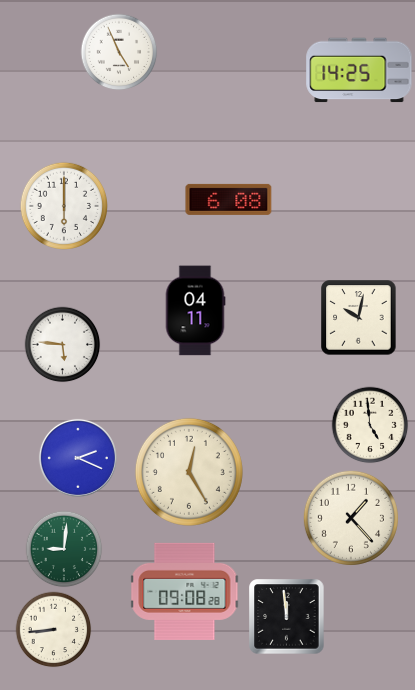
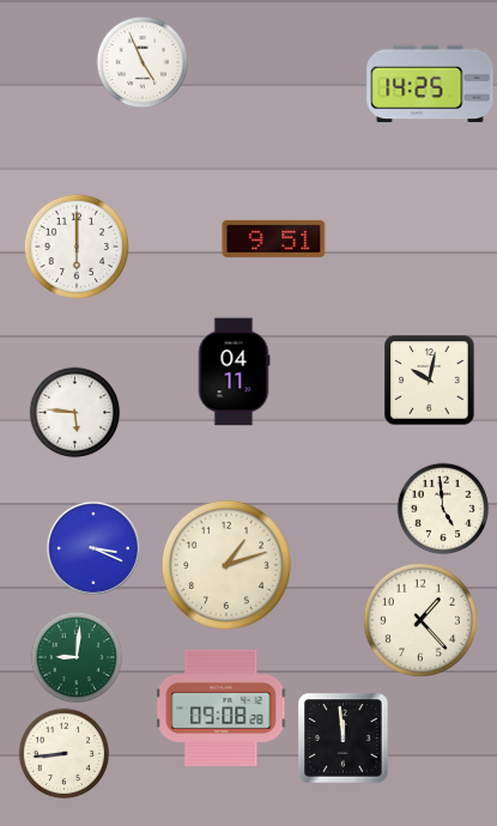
clock at (229, 199): 6:08 -> 9:51
clock at (78, 458): 2:19 -> 3:19
clock at (189, 472): 12:25 -> 1:12
